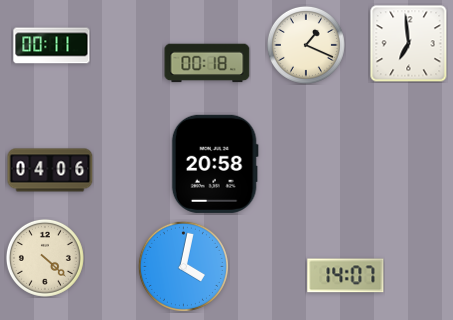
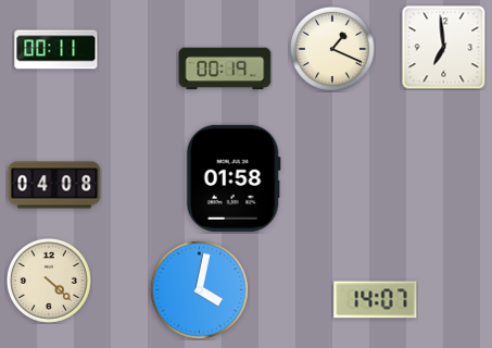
clock at (207, 63): 00:18 -> 00:19
clock at (215, 164): 20:58 -> 01:58
clock at (50, 170): 04:06 -> 04:08
